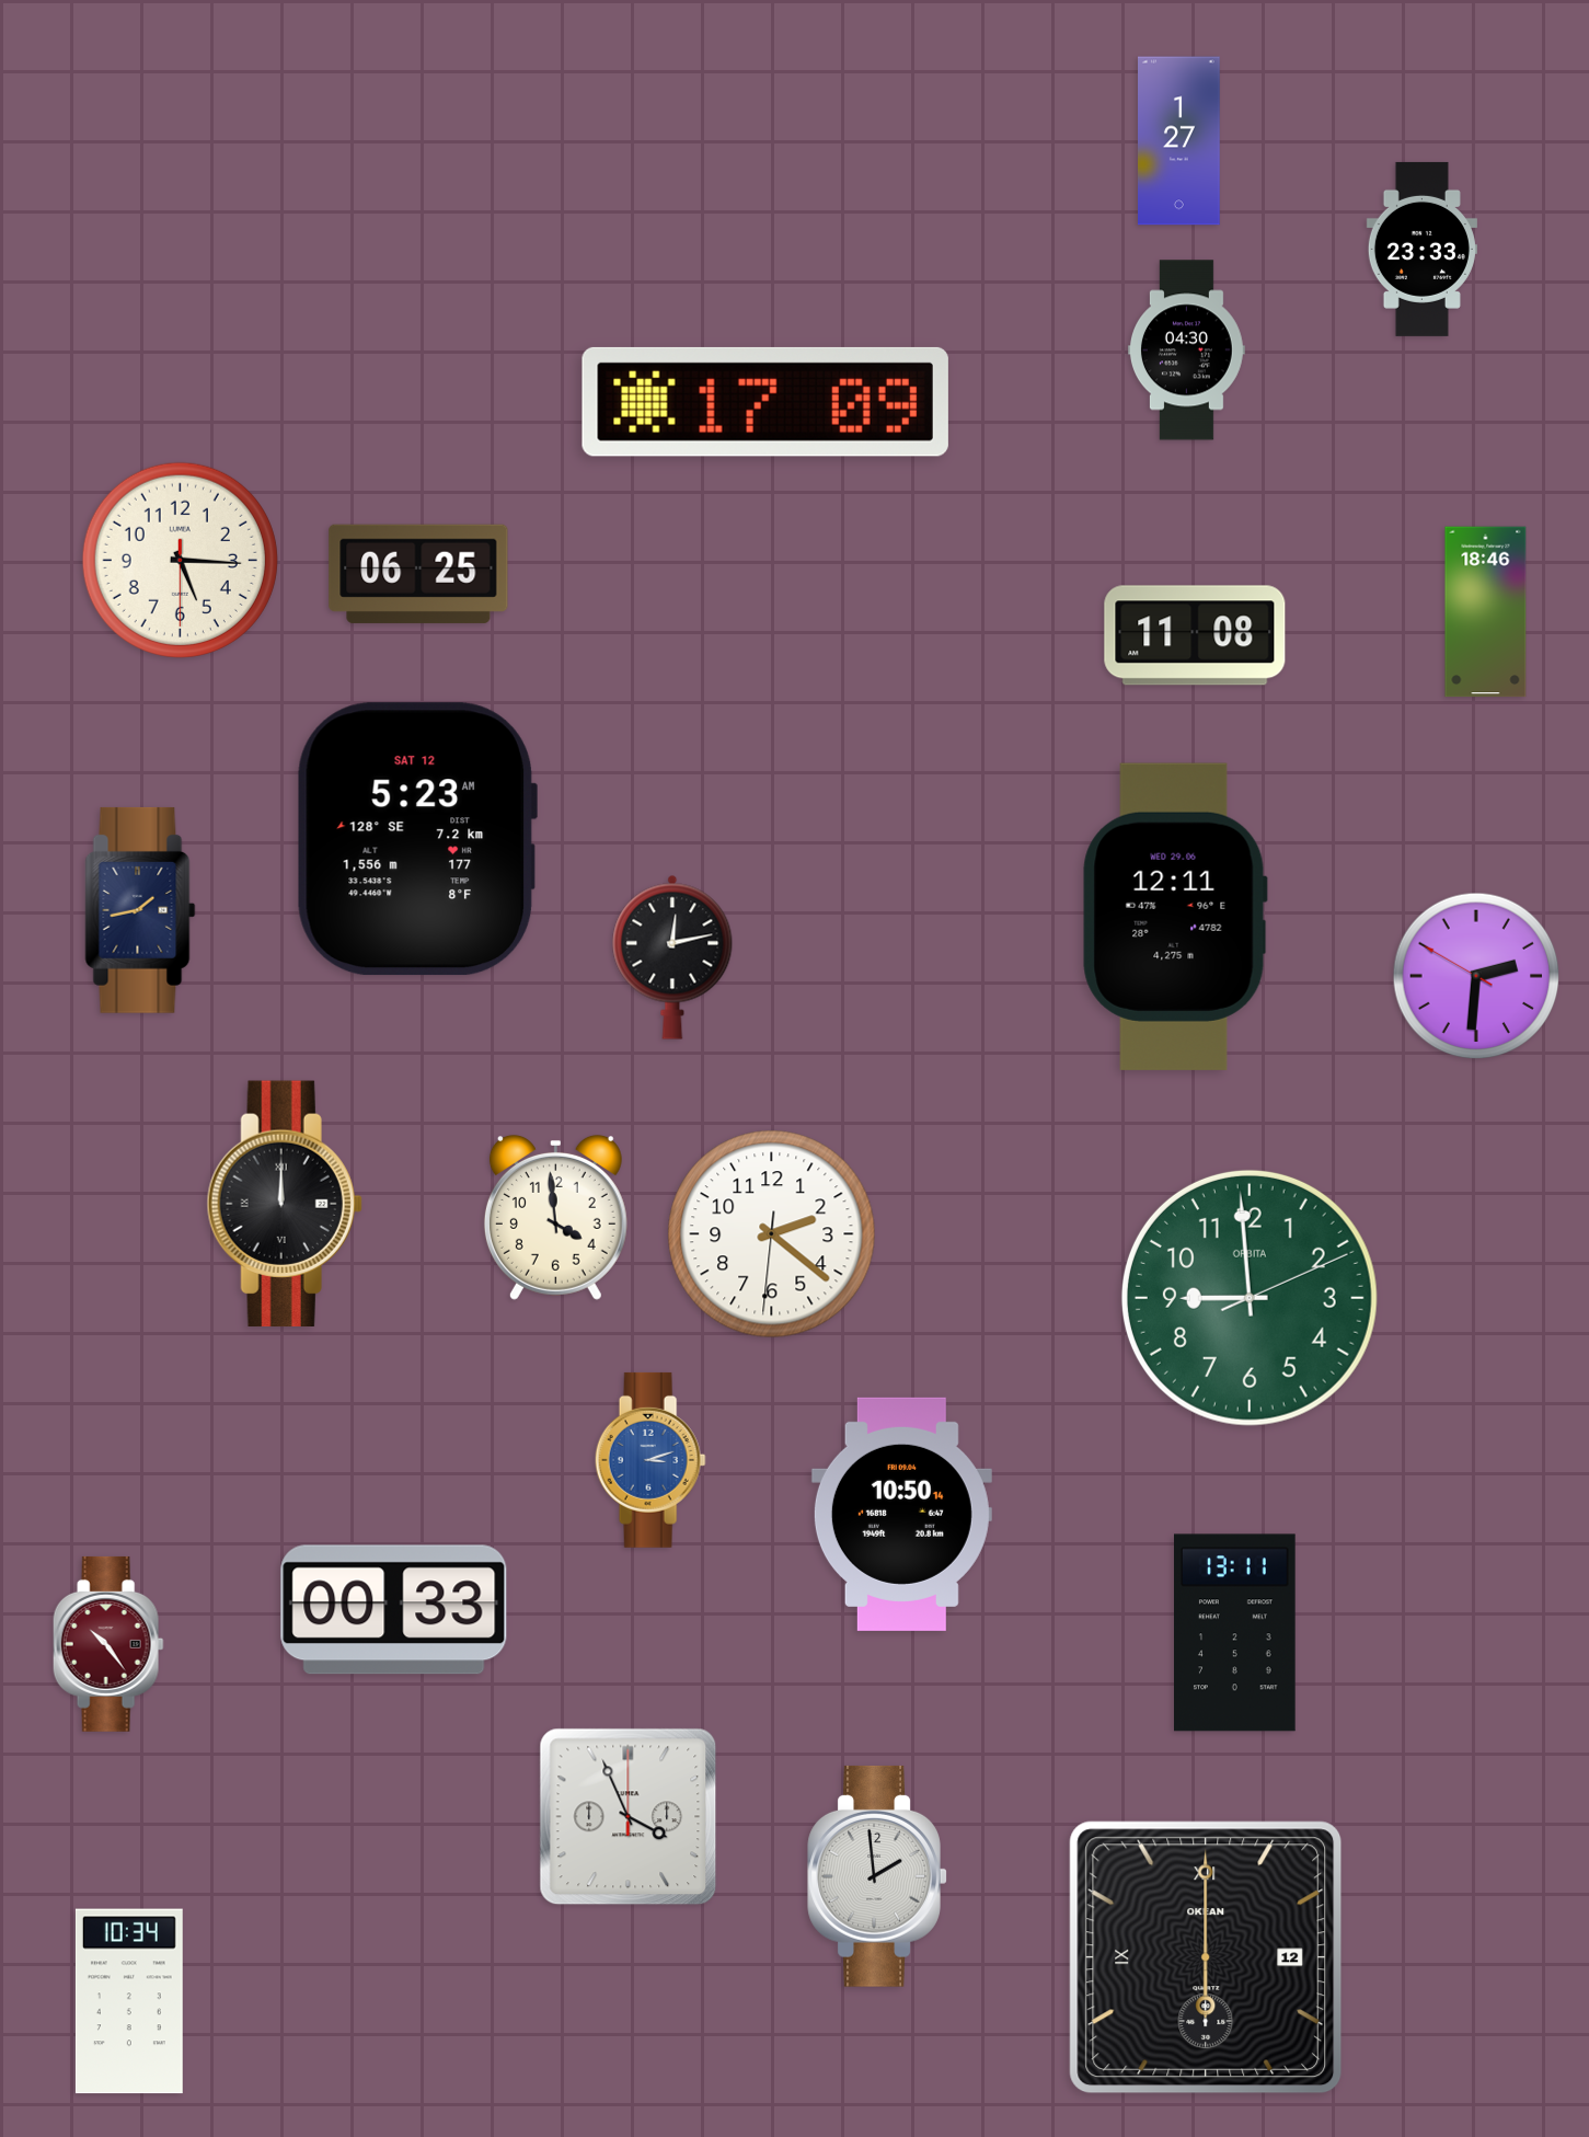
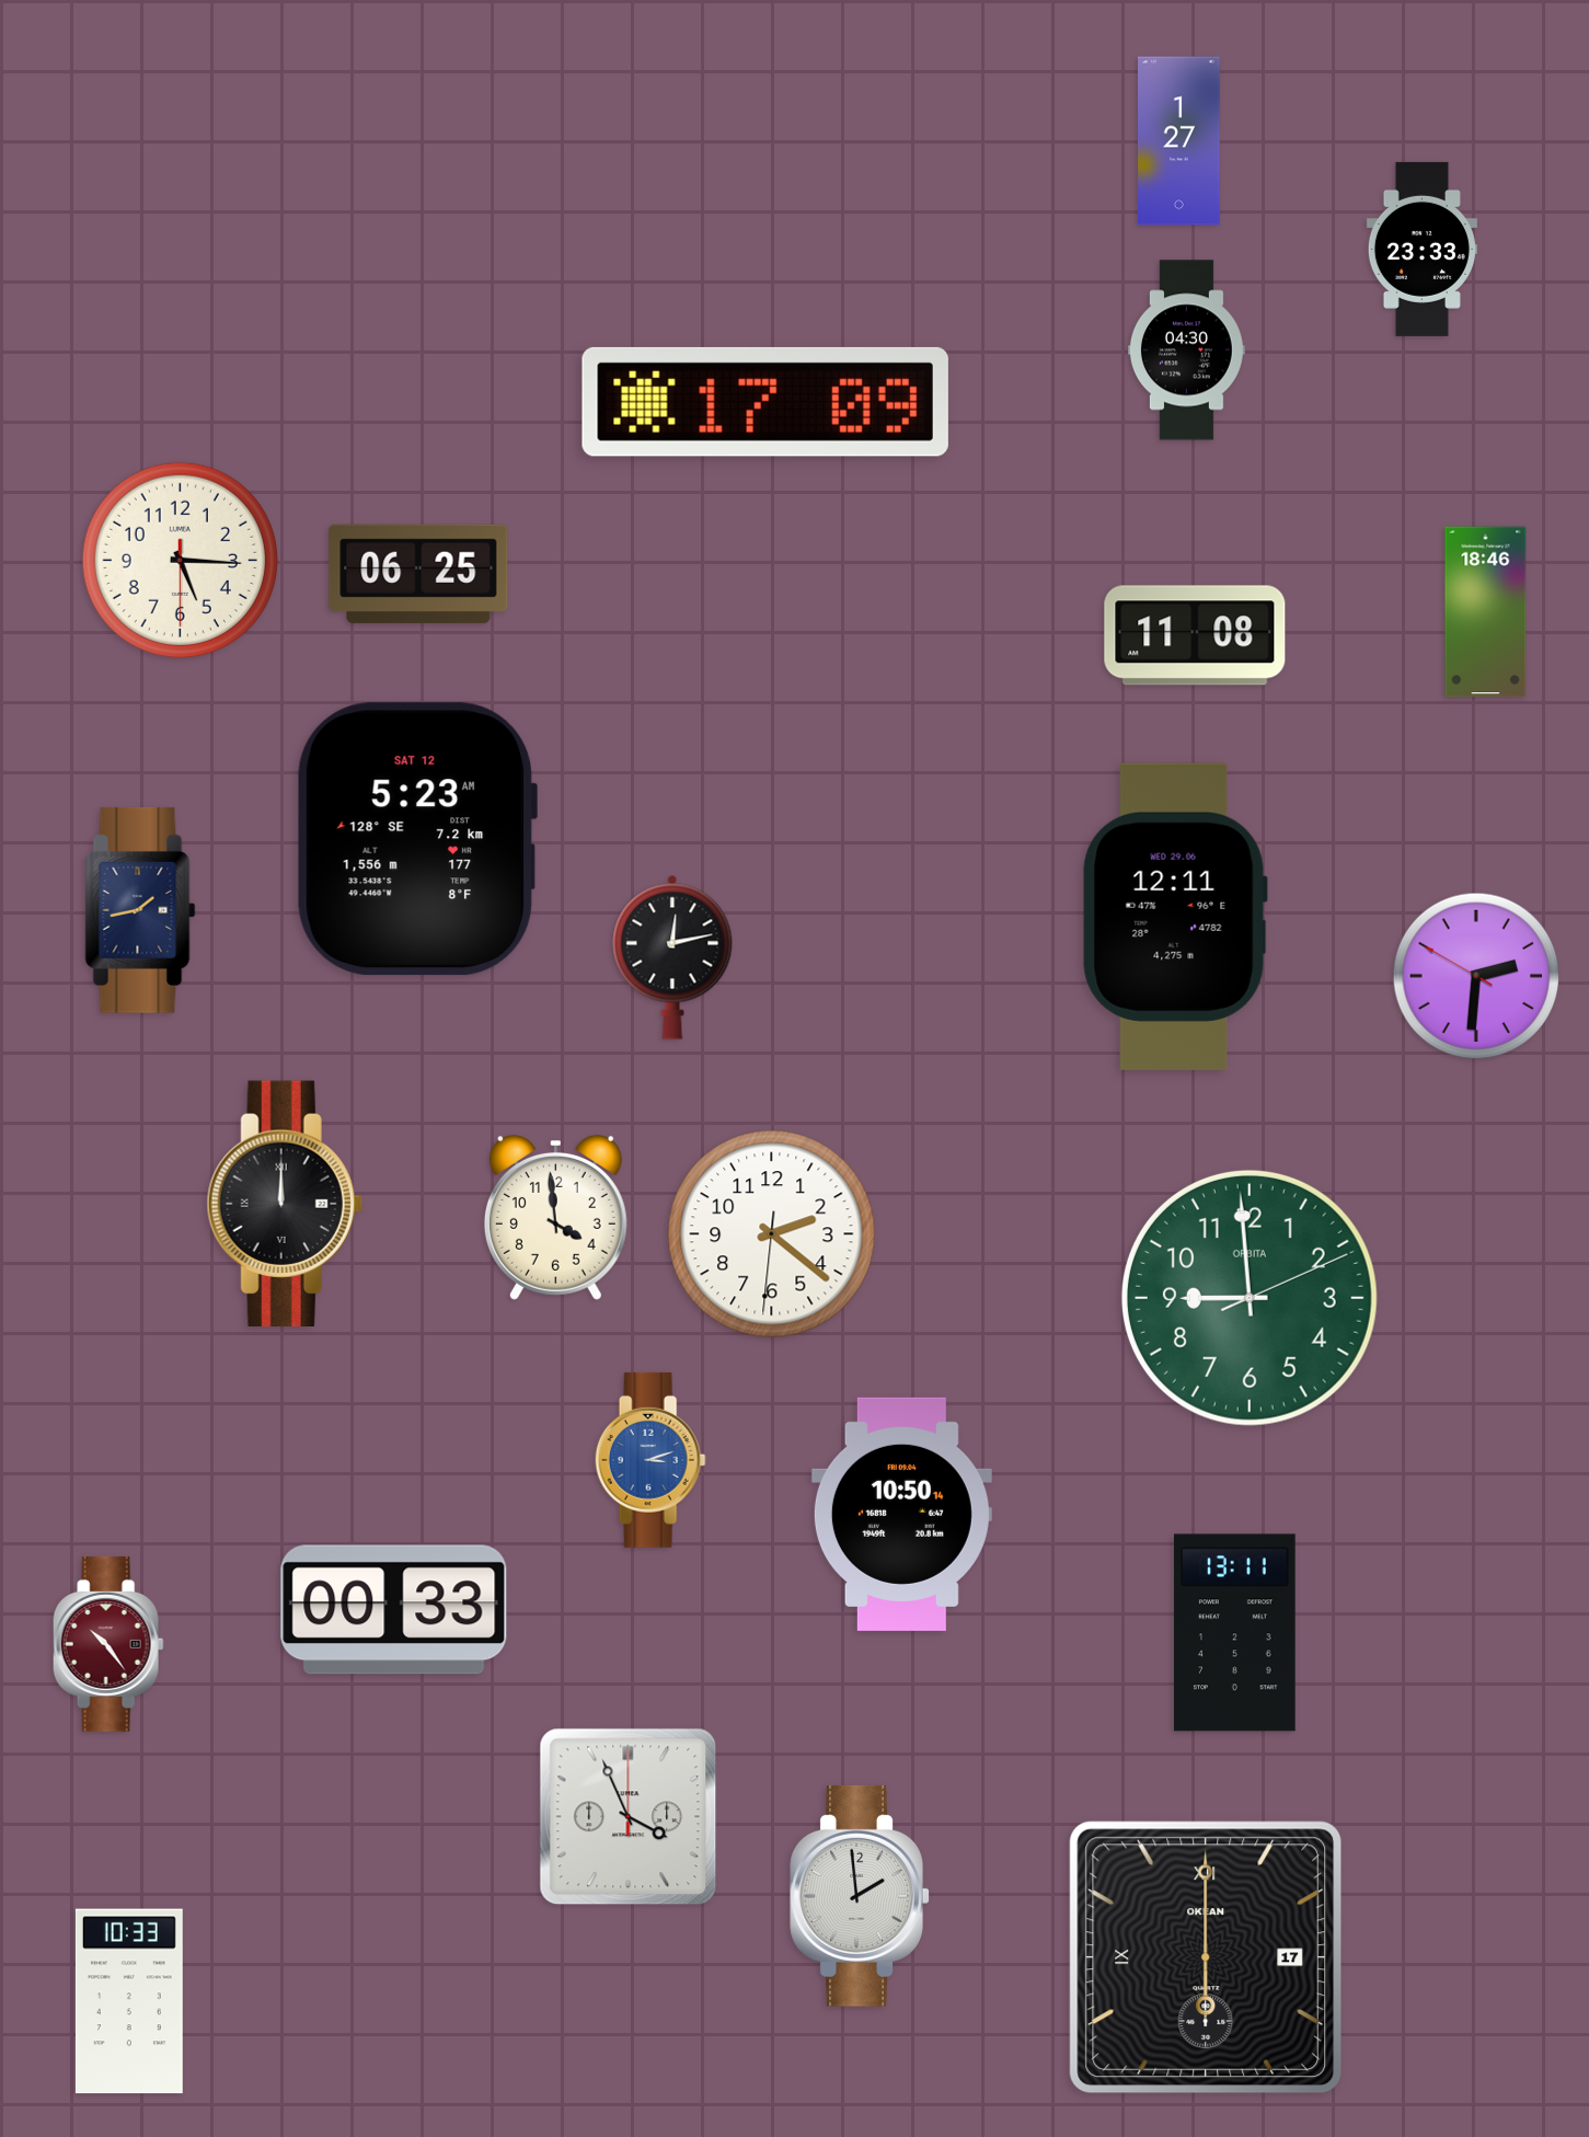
clock at (877, 1876) position: (877, 1876) -> (860, 1896)
clock at (1206, 1957) date: 12 -> 17
clock at (129, 2001): 10:34 -> 10:33
